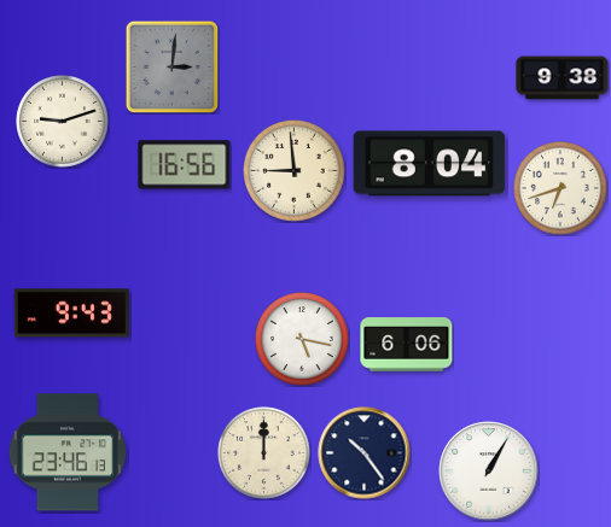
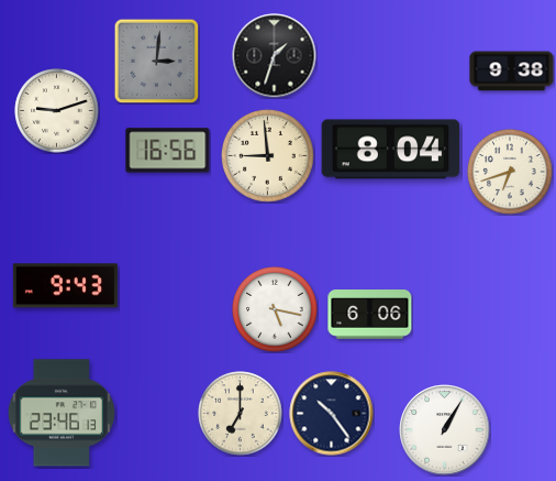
clock at (275, 56): none -> 1:33
clock at (264, 453): 12:00 -> 7:00
